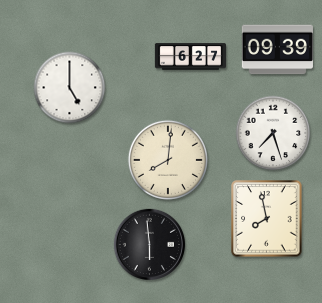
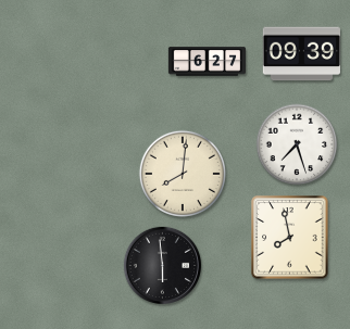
clock at (70, 88): 5:00 -> none
